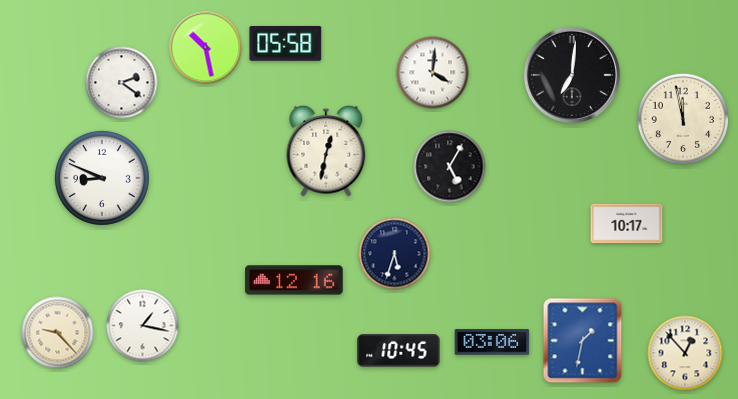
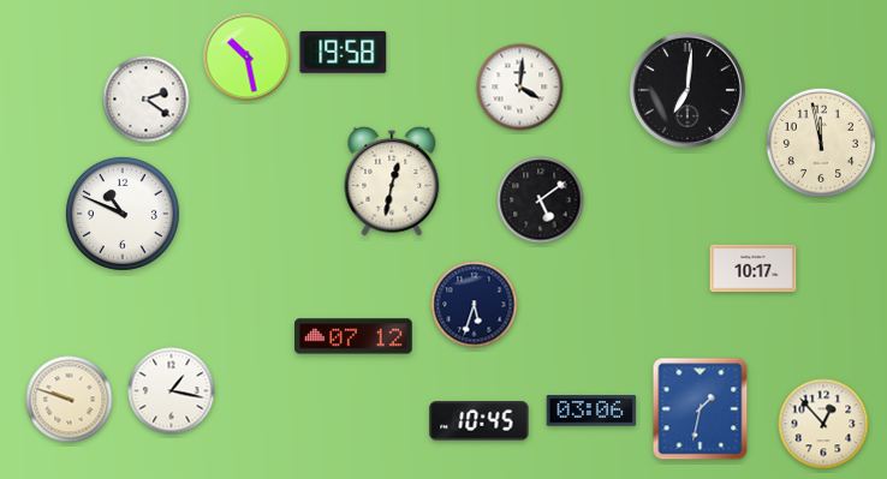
clock at (286, 43): 05:58 -> 19:58
clock at (450, 167): 5:05 -> 5:09
clock at (102, 178): 8:49 -> 10:49
clock at (294, 280): 12:16 -> 07:12
clock at (58, 333): 9:23 -> 9:48
